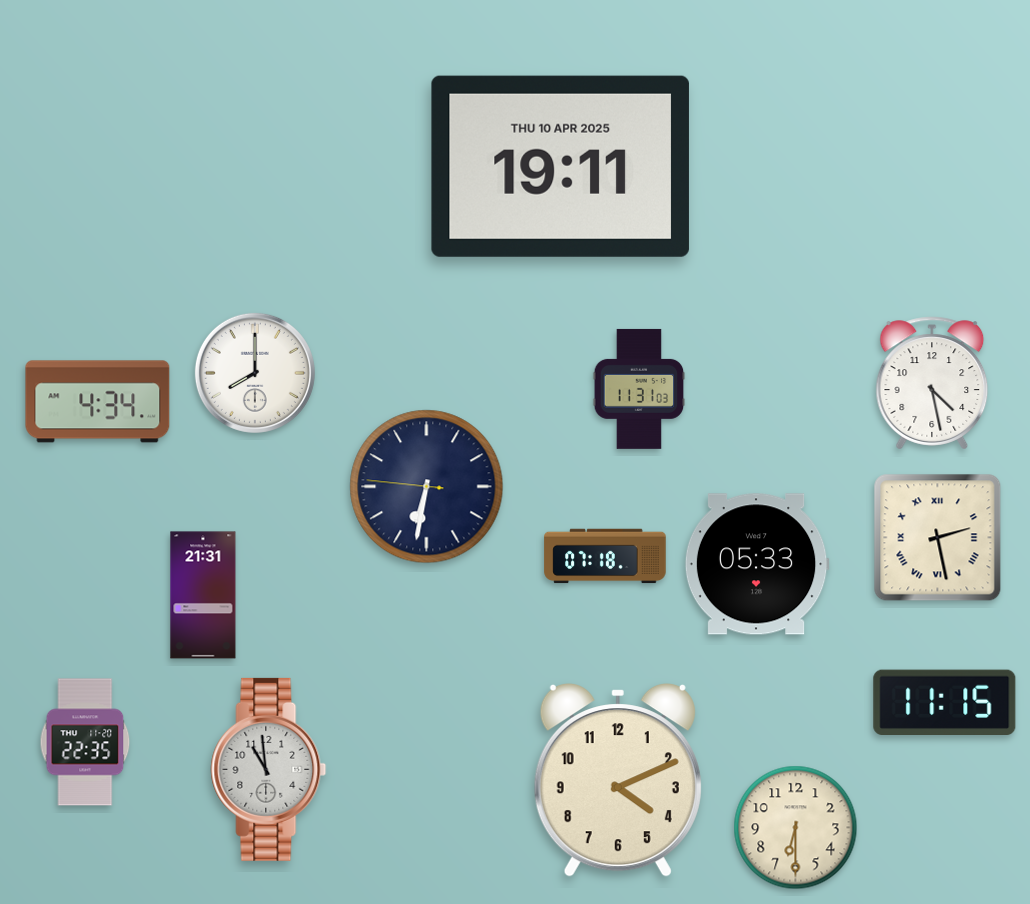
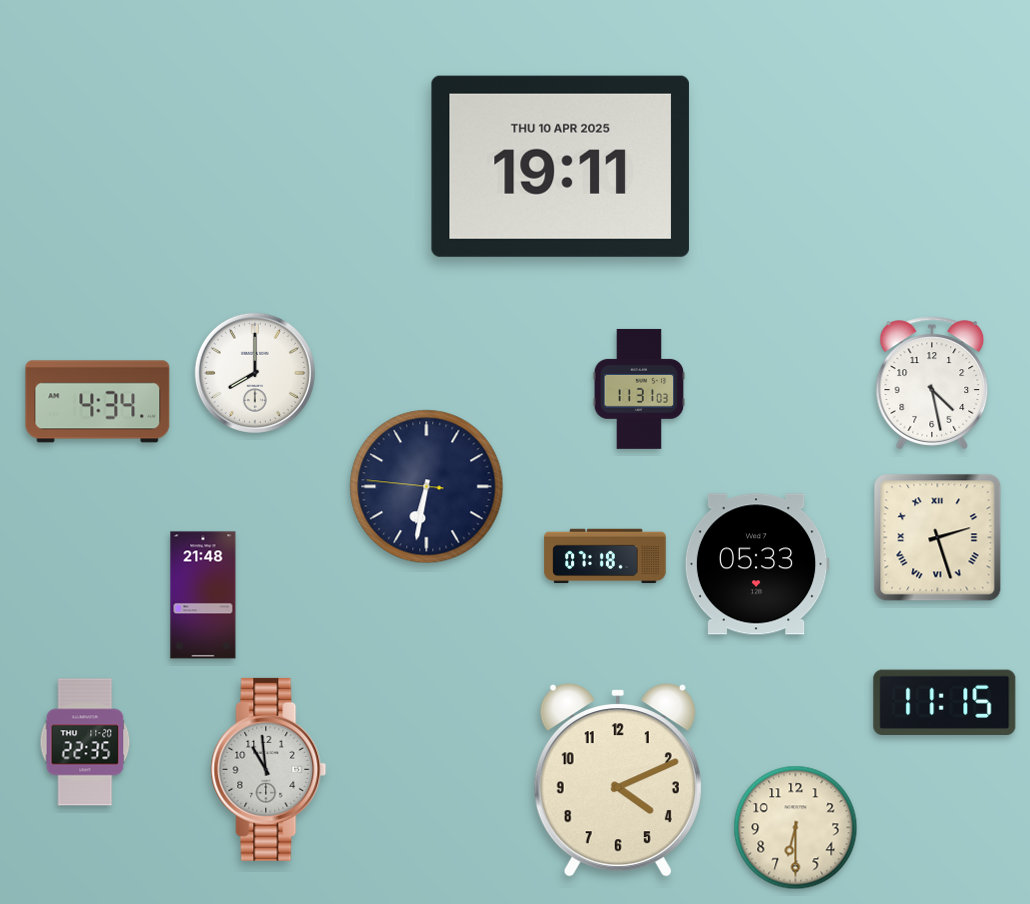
clock at (938, 538): 2:28 -> 2:27
clock at (203, 595): 21:31 -> 21:48
